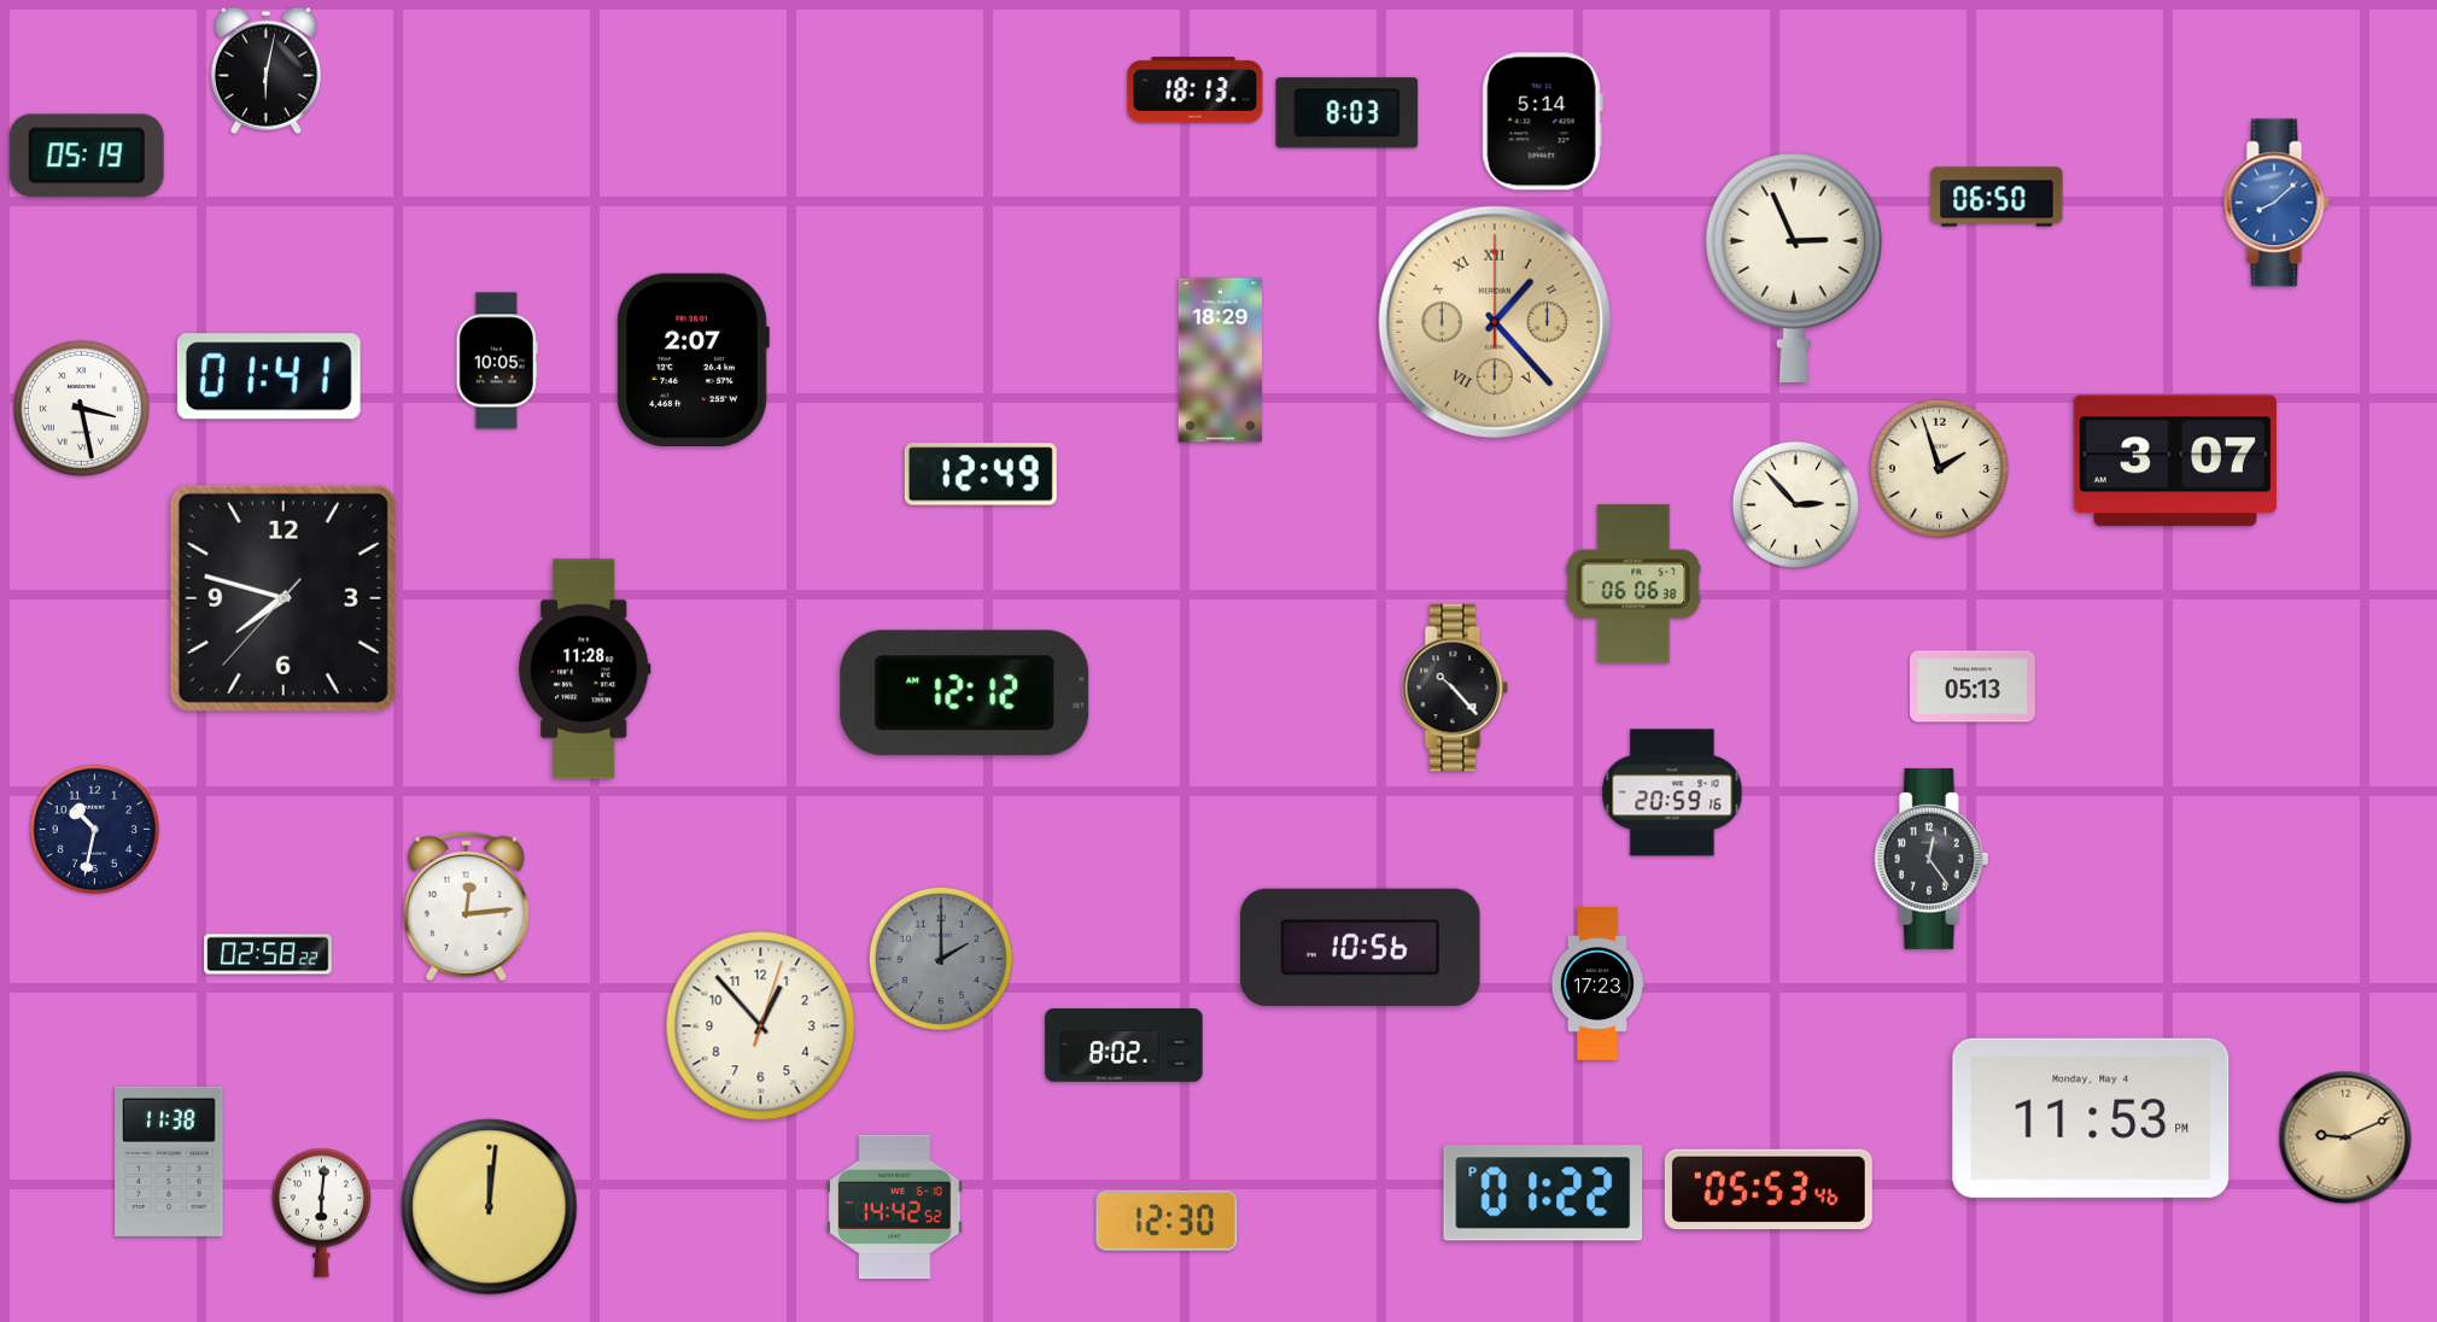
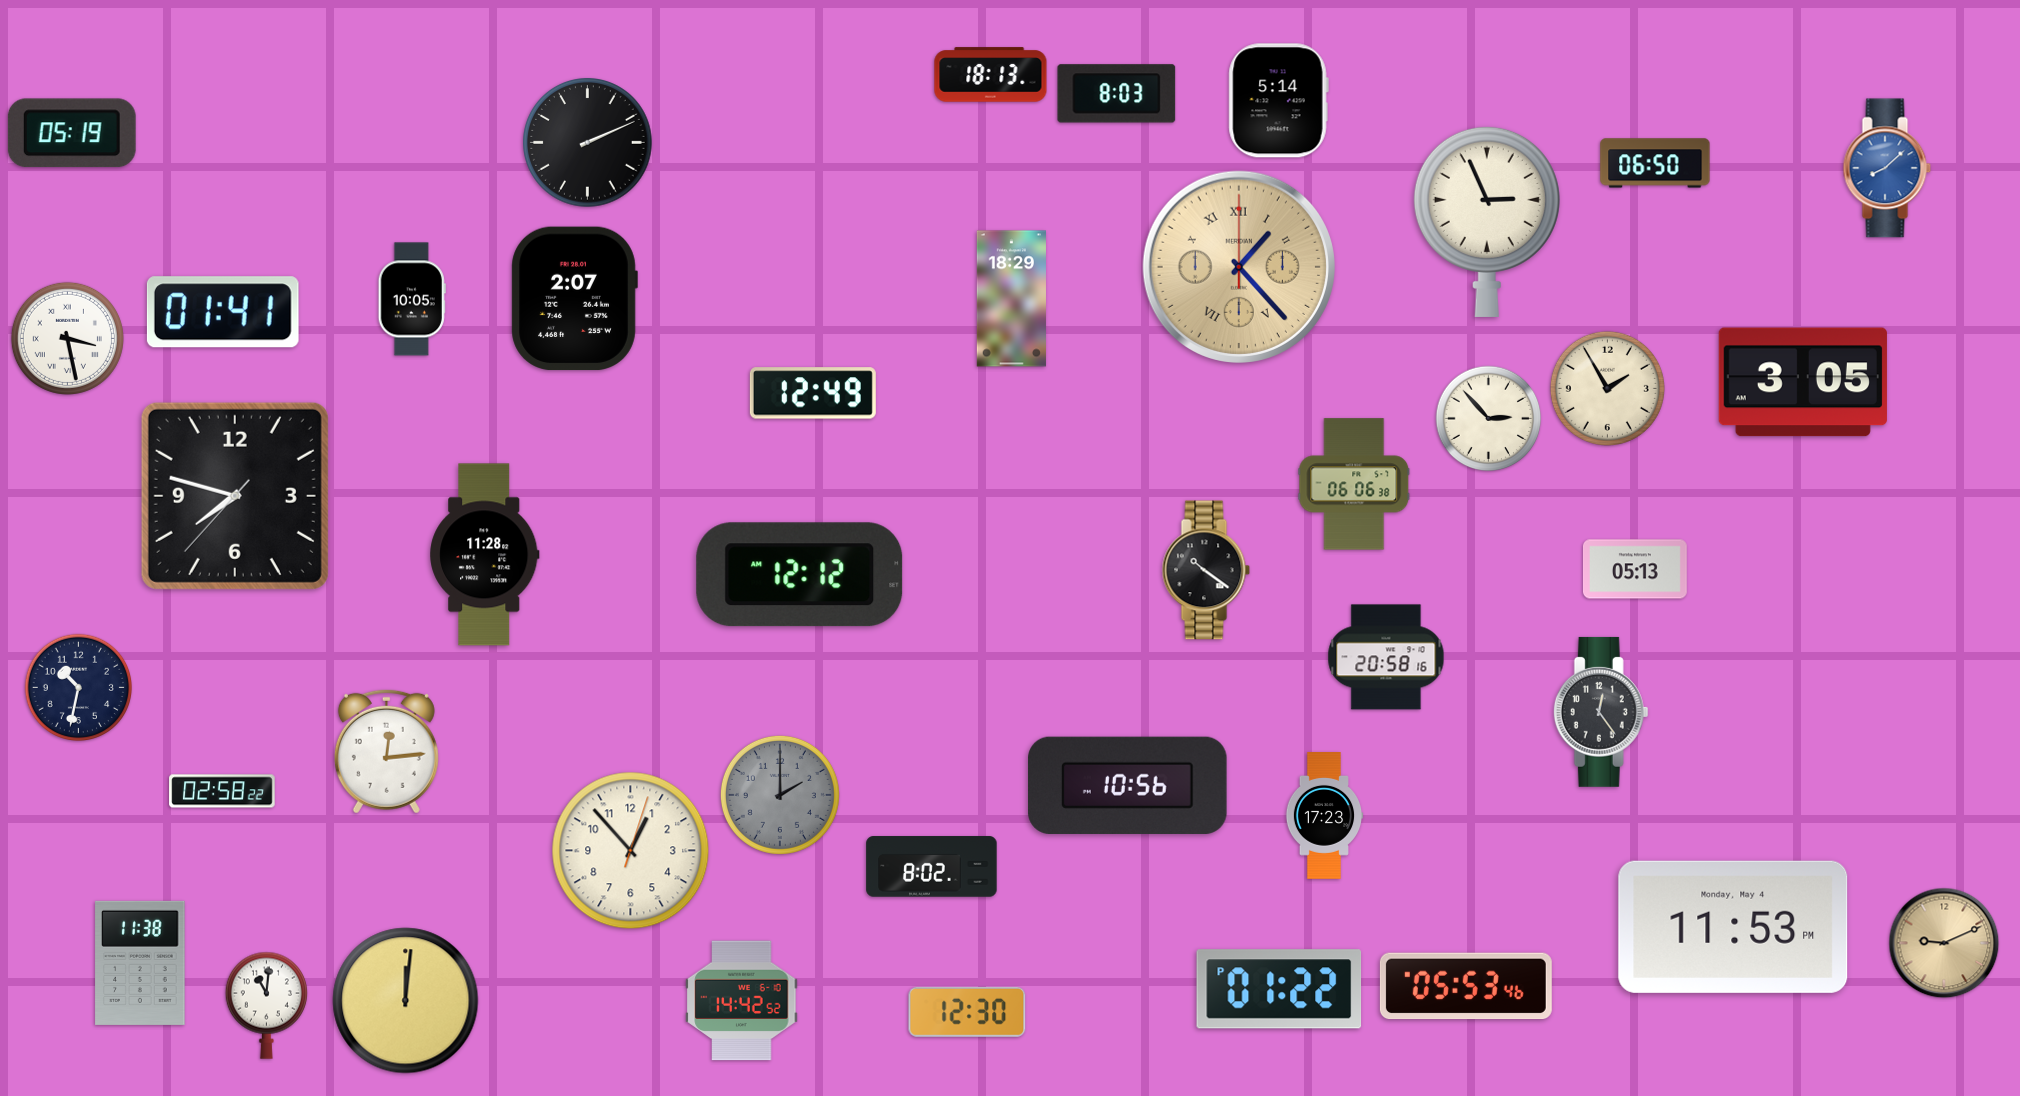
clock at (265, 70): 6:02 -> none
clock at (87, 156) position: (87, 156) -> (72, 133)
clock at (588, 143): none -> 2:11
clock at (2175, 461): 3:07 -> 3:05
clock at (1939, 468): 1:57 -> 1:55
clock at (1455, 688): 10:23 -> 10:21
clock at (1672, 792): 20:59 -> 20:58
clock at (321, 1212): 6:01 -> 11:01
